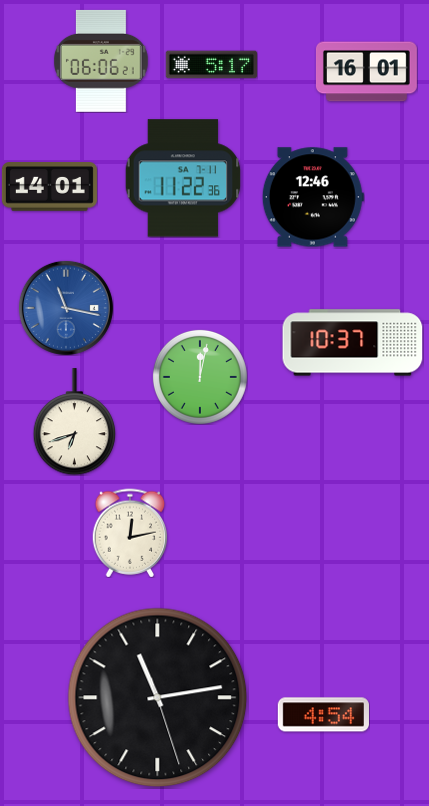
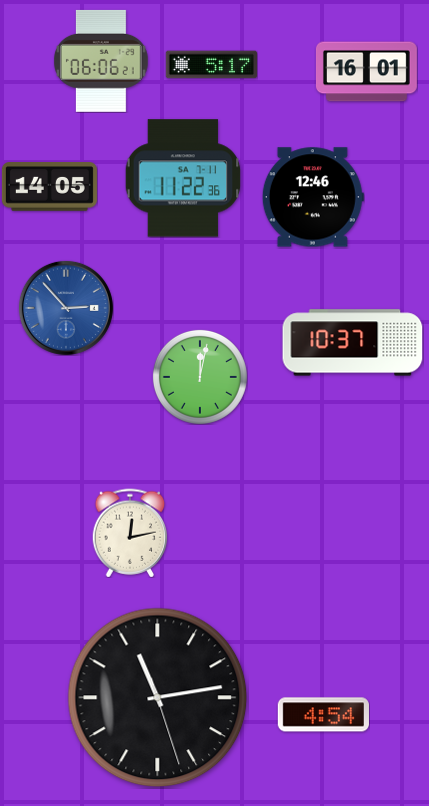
clock at (49, 187): 14:01 -> 14:05
clock at (66, 308): 11:17 -> 2:53
clock at (74, 422): 6:42 -> none
